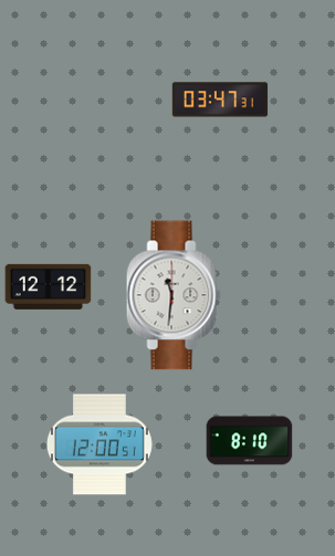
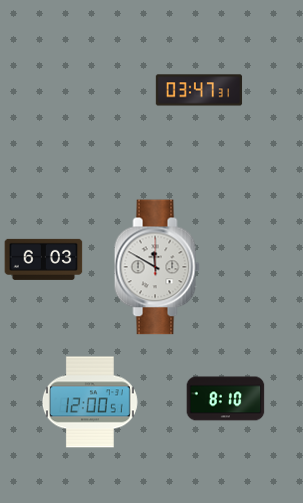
clock at (48, 286): 12:12 -> 6:03
clock at (174, 295): 11:31 -> 11:50
